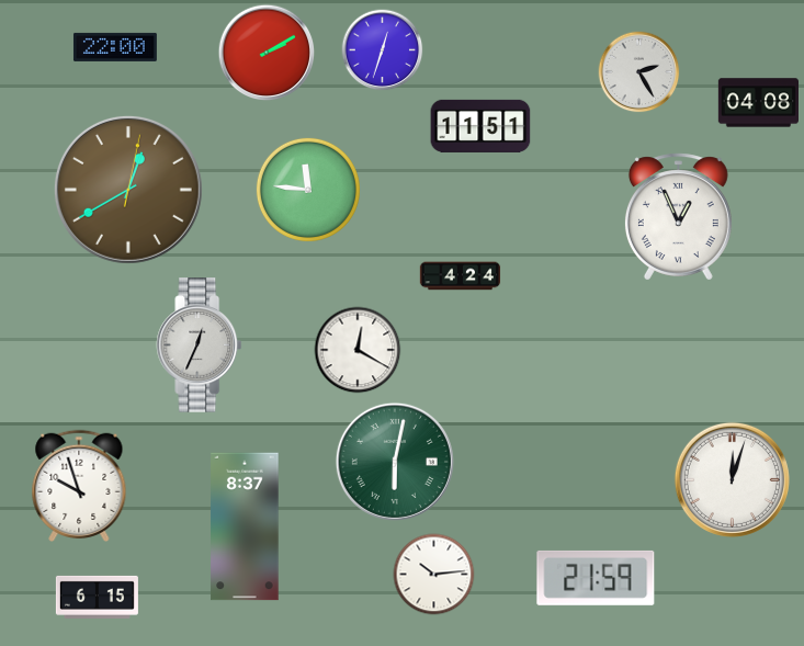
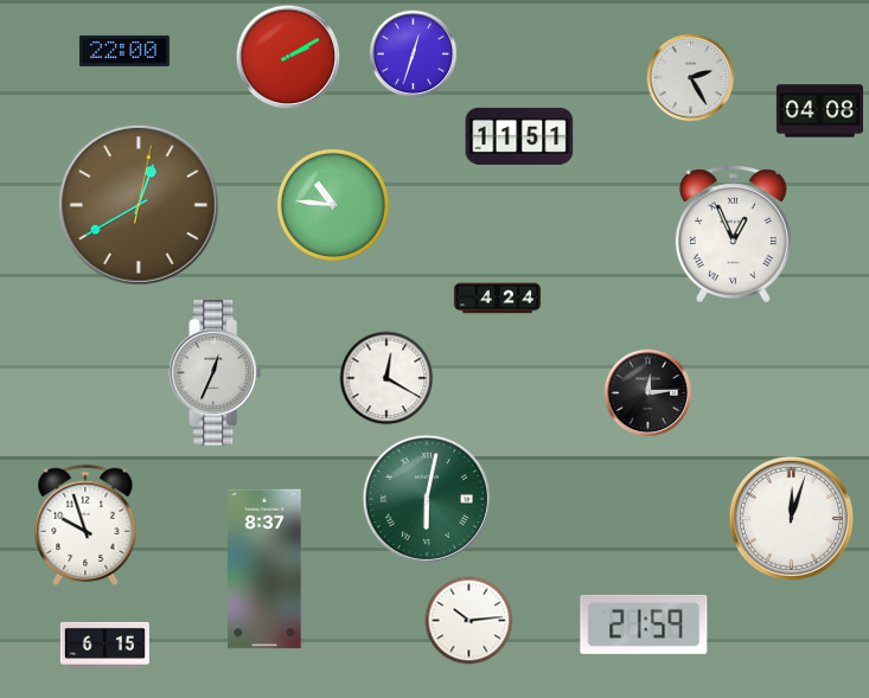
clock at (308, 190): 11:46 -> 10:46
clock at (648, 393): none -> 12:14
